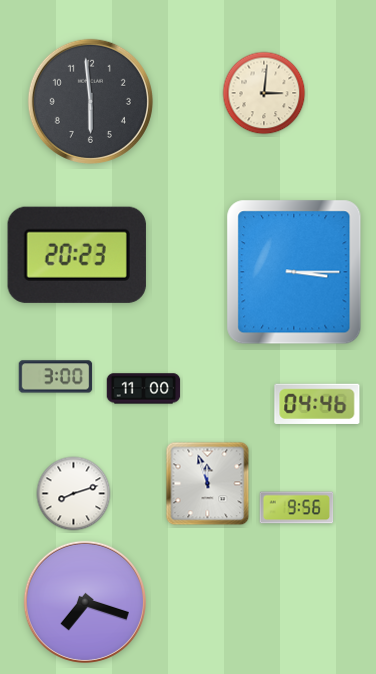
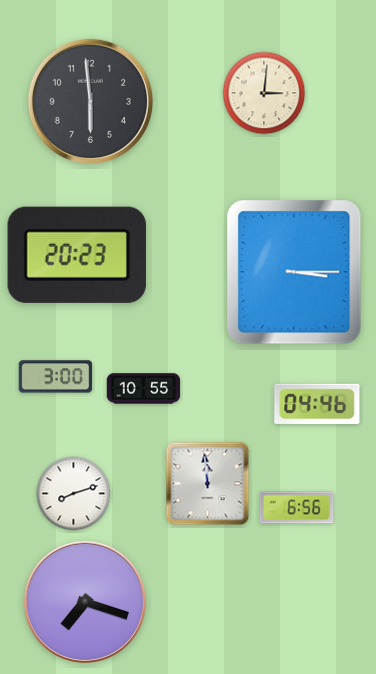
clock at (144, 389): 11:00 -> 10:55
clock at (208, 484): 11:57 -> 11:59
clock at (297, 508): 9:56 -> 6:56
